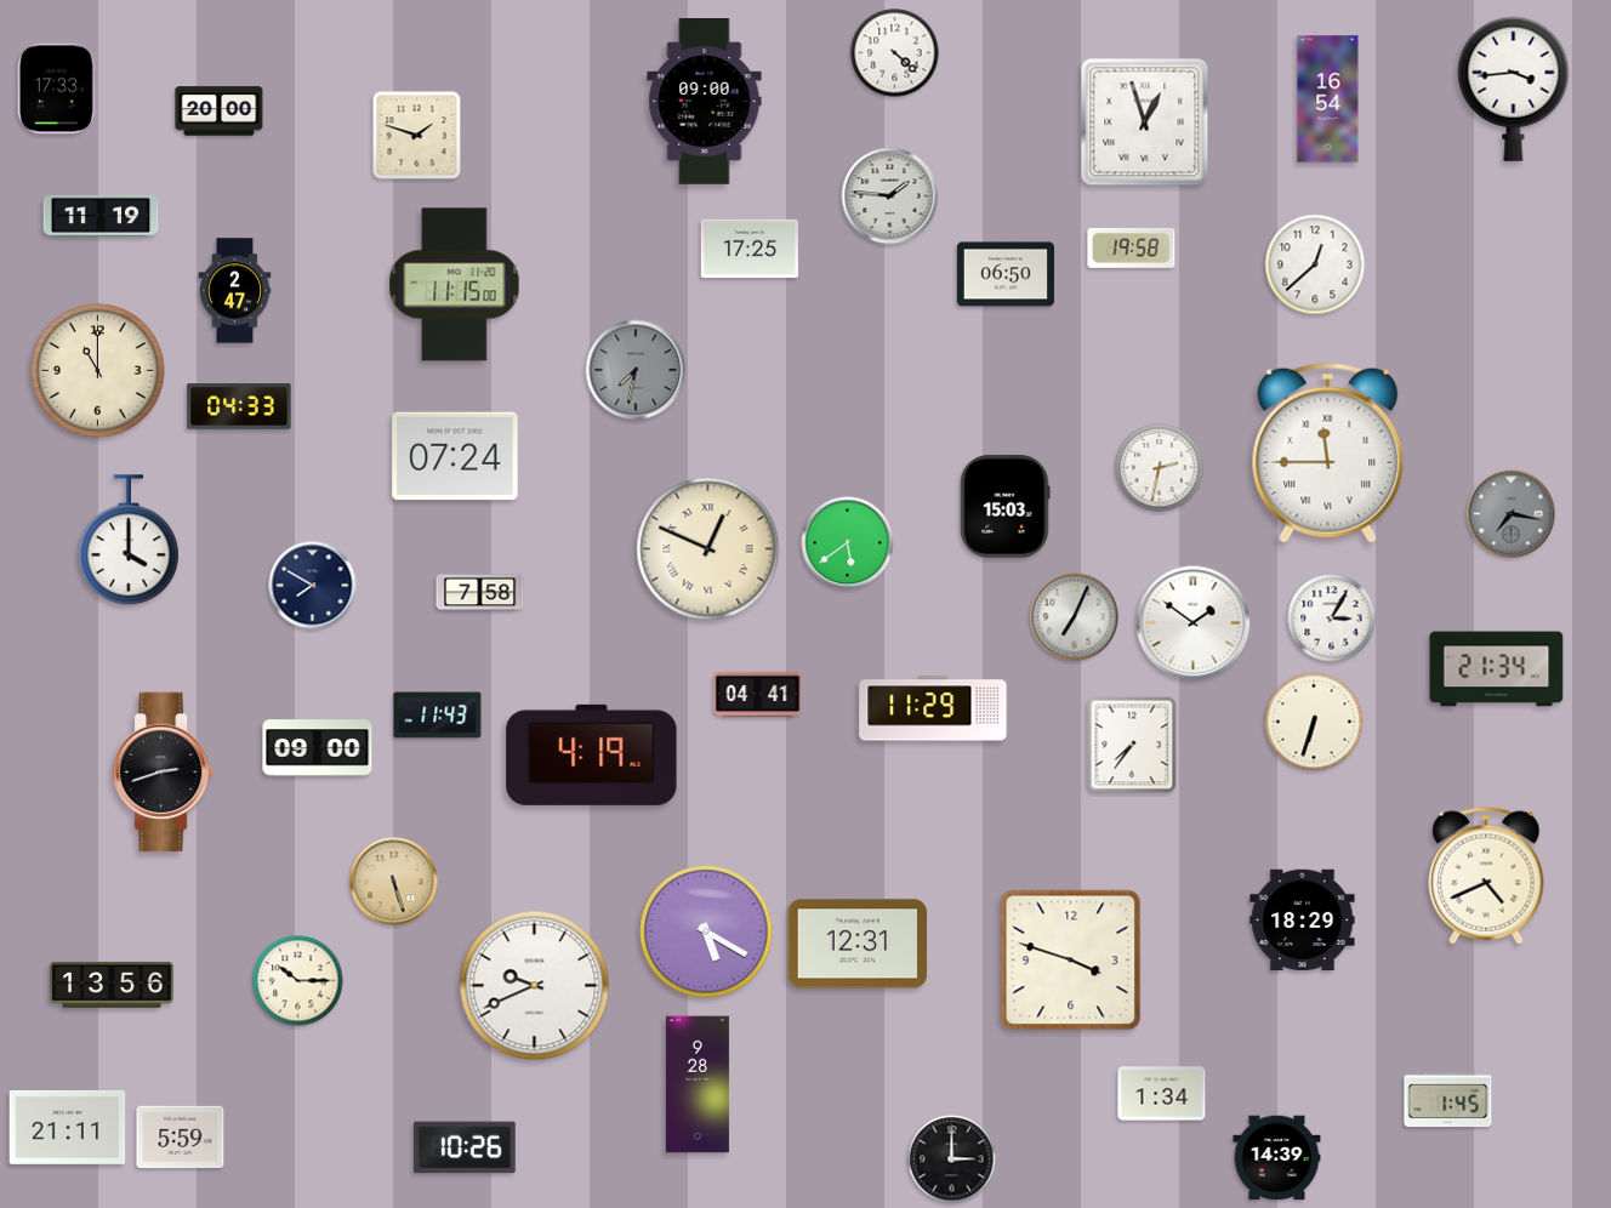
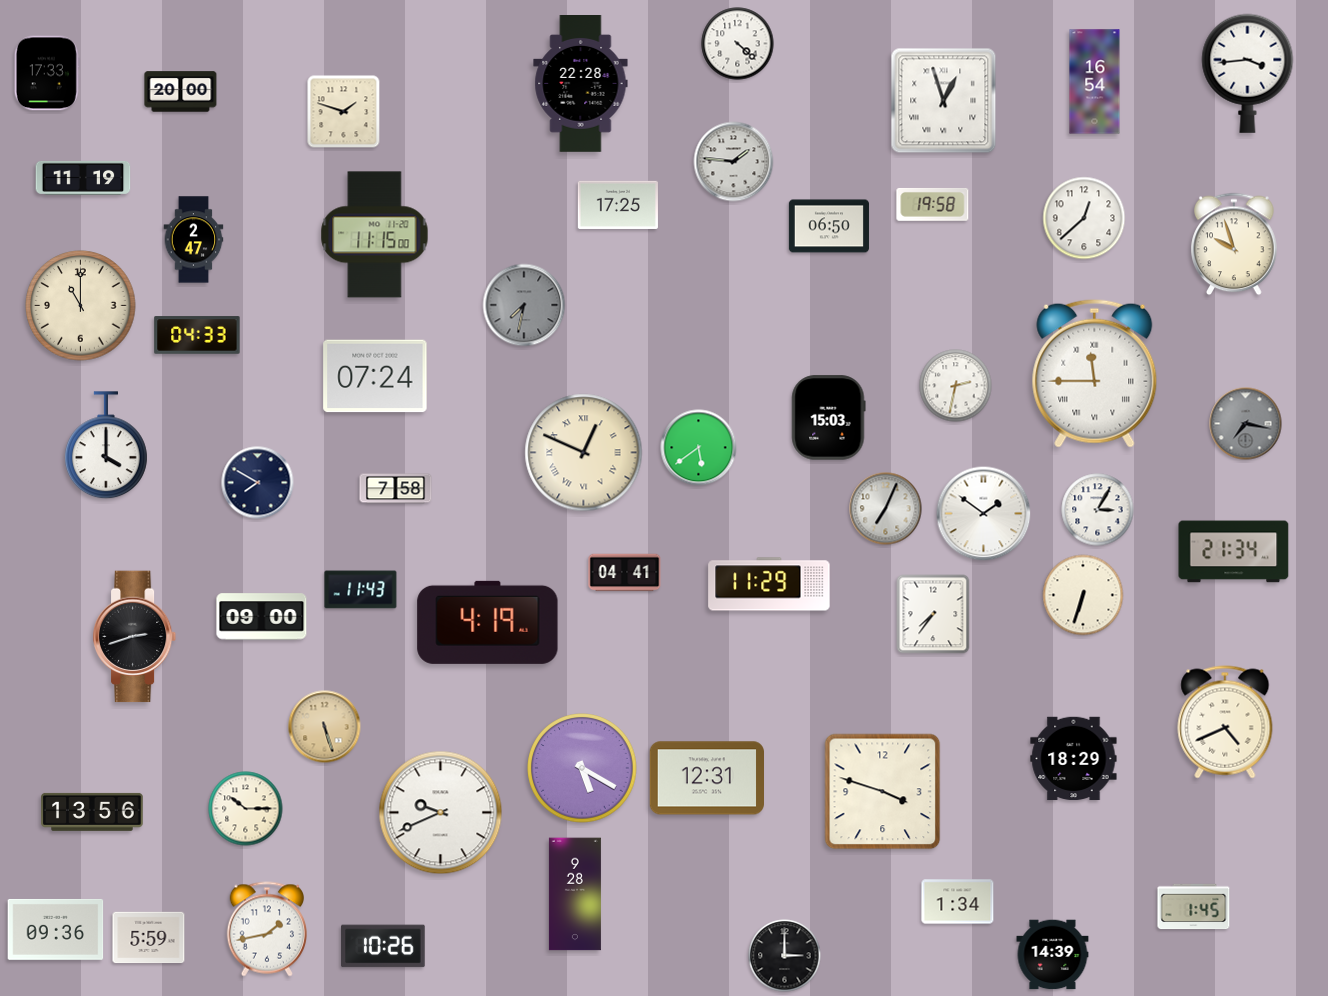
clock at (705, 102): 09:00 -> 22:28
clock at (1234, 244): none -> 9:57
clock at (68, 1127): 21:11 -> 09:36
clock at (266, 929): none -> 1:43
